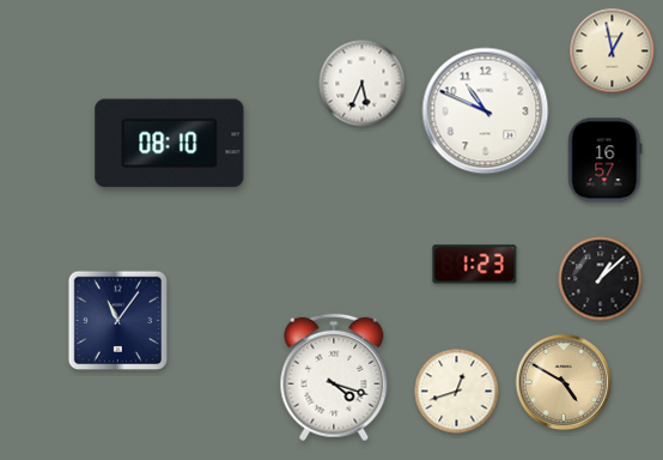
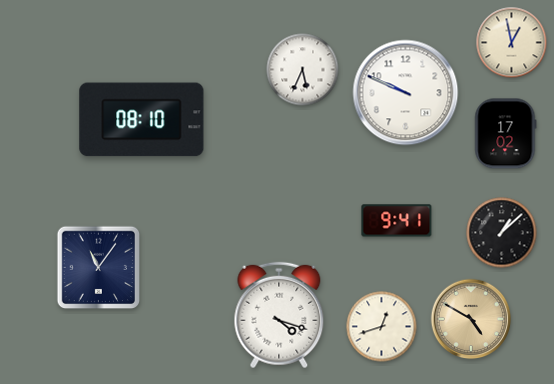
clock at (486, 111): 10:49 -> 9:49
clock at (606, 161): 16:57 -> 17:02
clock at (475, 265): 1:23 -> 9:41
